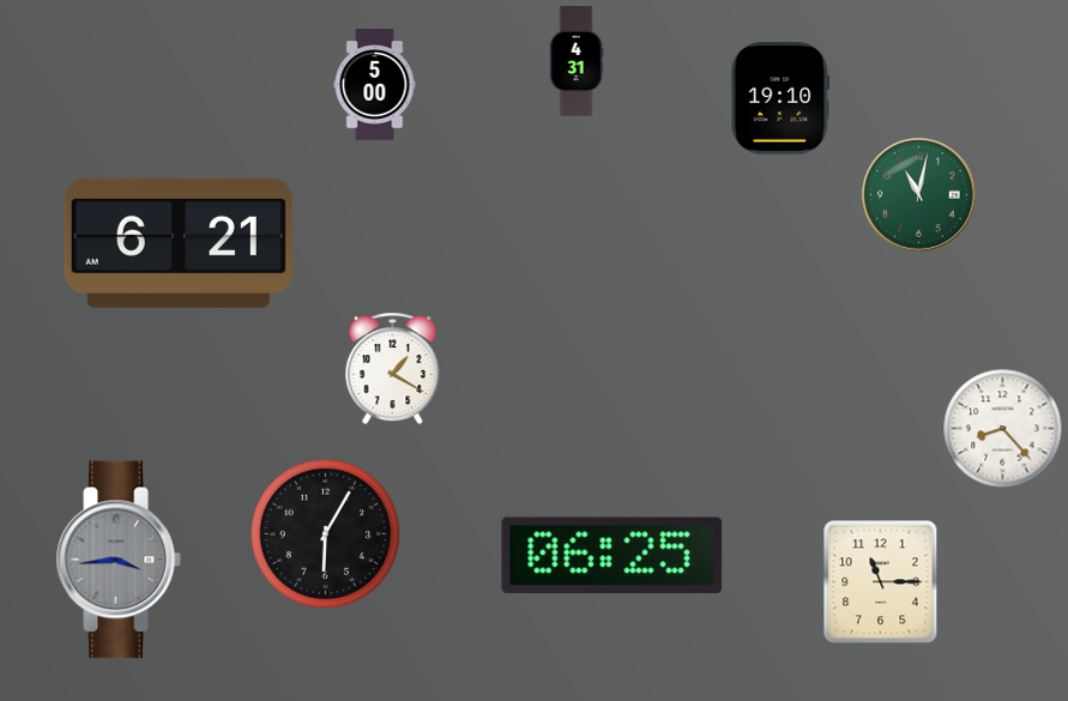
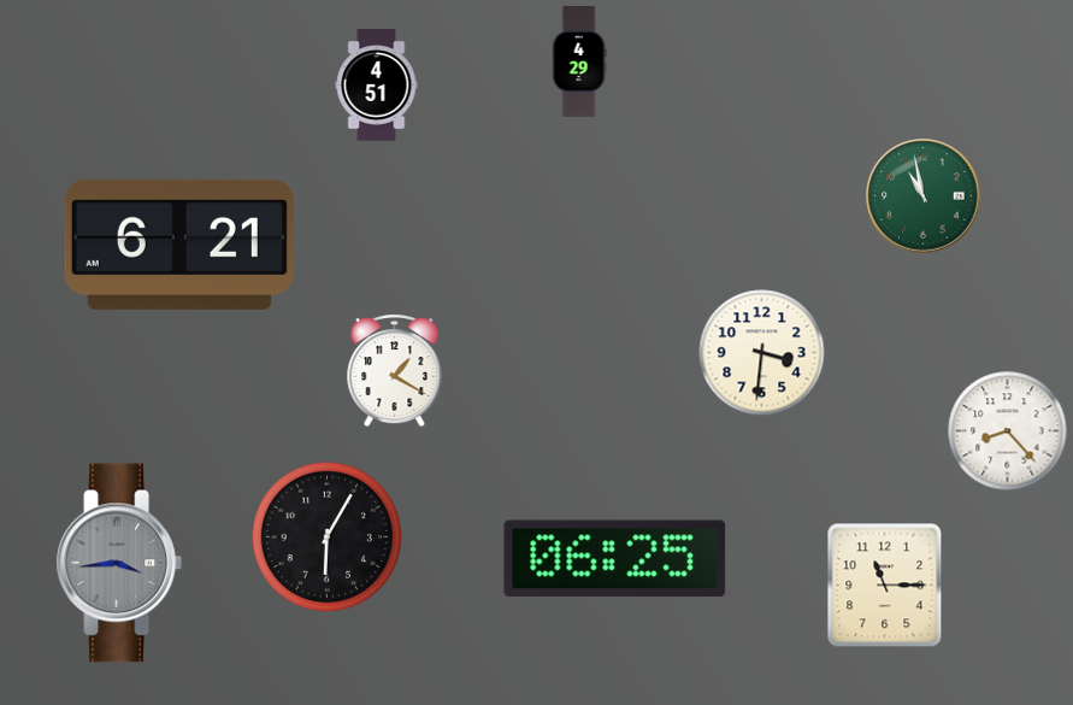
clock at (577, 62): 4:31 -> 4:29
clock at (375, 85): 5:00 -> 4:51
clock at (780, 98): 19:10 -> none
clock at (919, 195): 11:02 -> 10:58
clock at (762, 353): none -> 3:31
